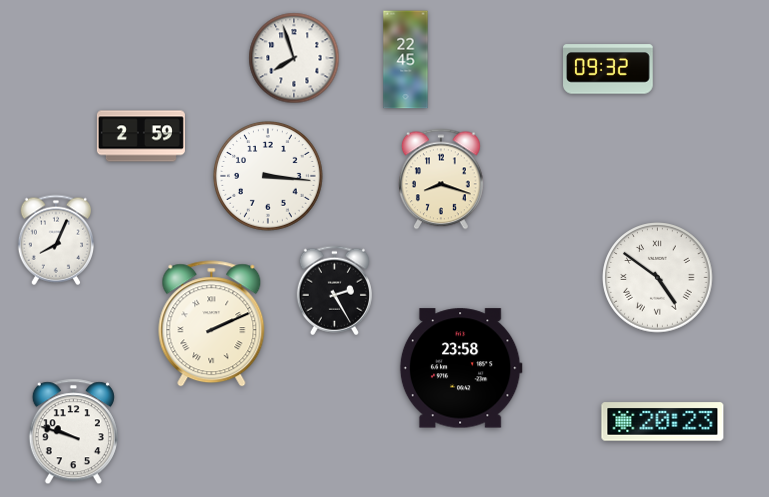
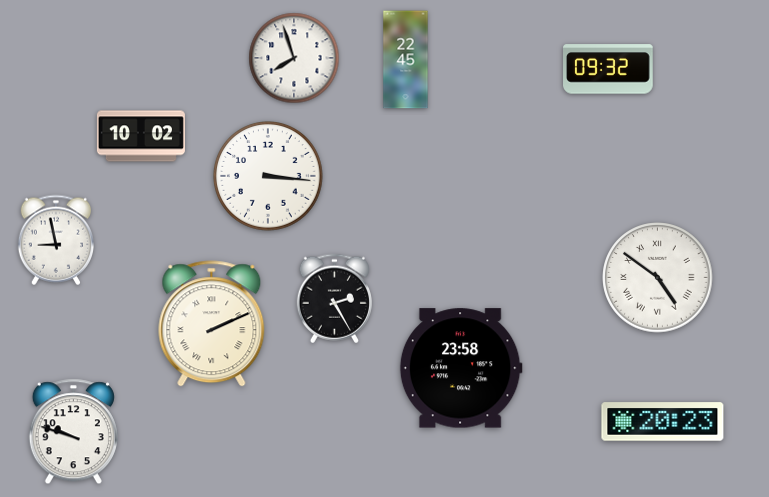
clock at (141, 136): 2:59 -> 10:02
clock at (442, 179): 8:18 -> none
clock at (55, 240): 8:04 -> 8:58
clock at (334, 291) position: (334, 291) -> (334, 299)
